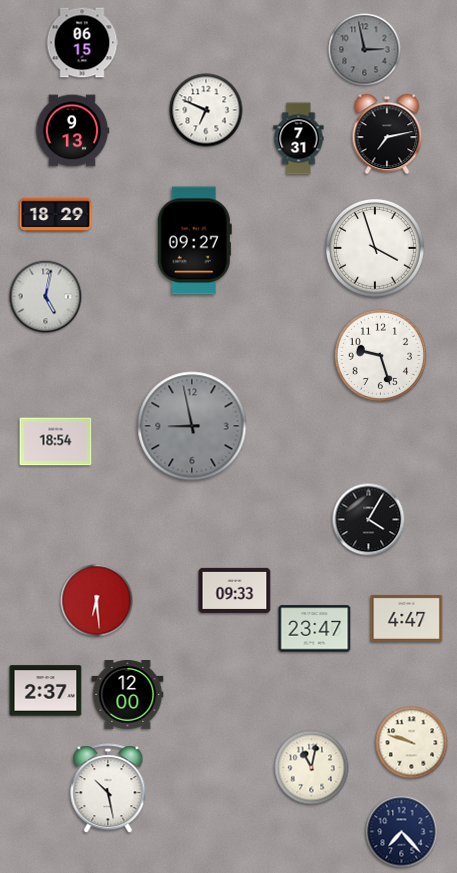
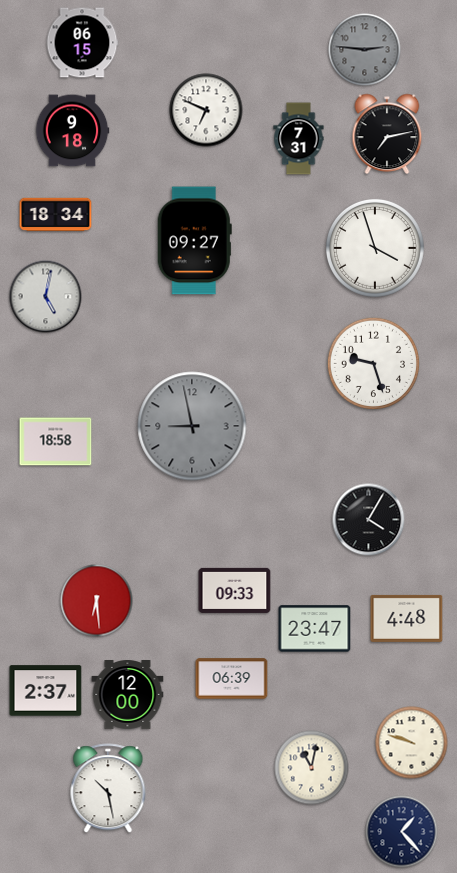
clock at (365, 50): 2:58 -> 2:46
clock at (72, 131): 9:13 -> 9:18
clock at (56, 215): 18:29 -> 18:34
clock at (380, 355) position: (380, 355) -> (373, 363)
clock at (56, 442): 18:54 -> 18:58
clock at (407, 618): 4:47 -> 4:48
clock at (232, 679): none -> 06:39
clock at (402, 832): 7:23 -> 1:23
